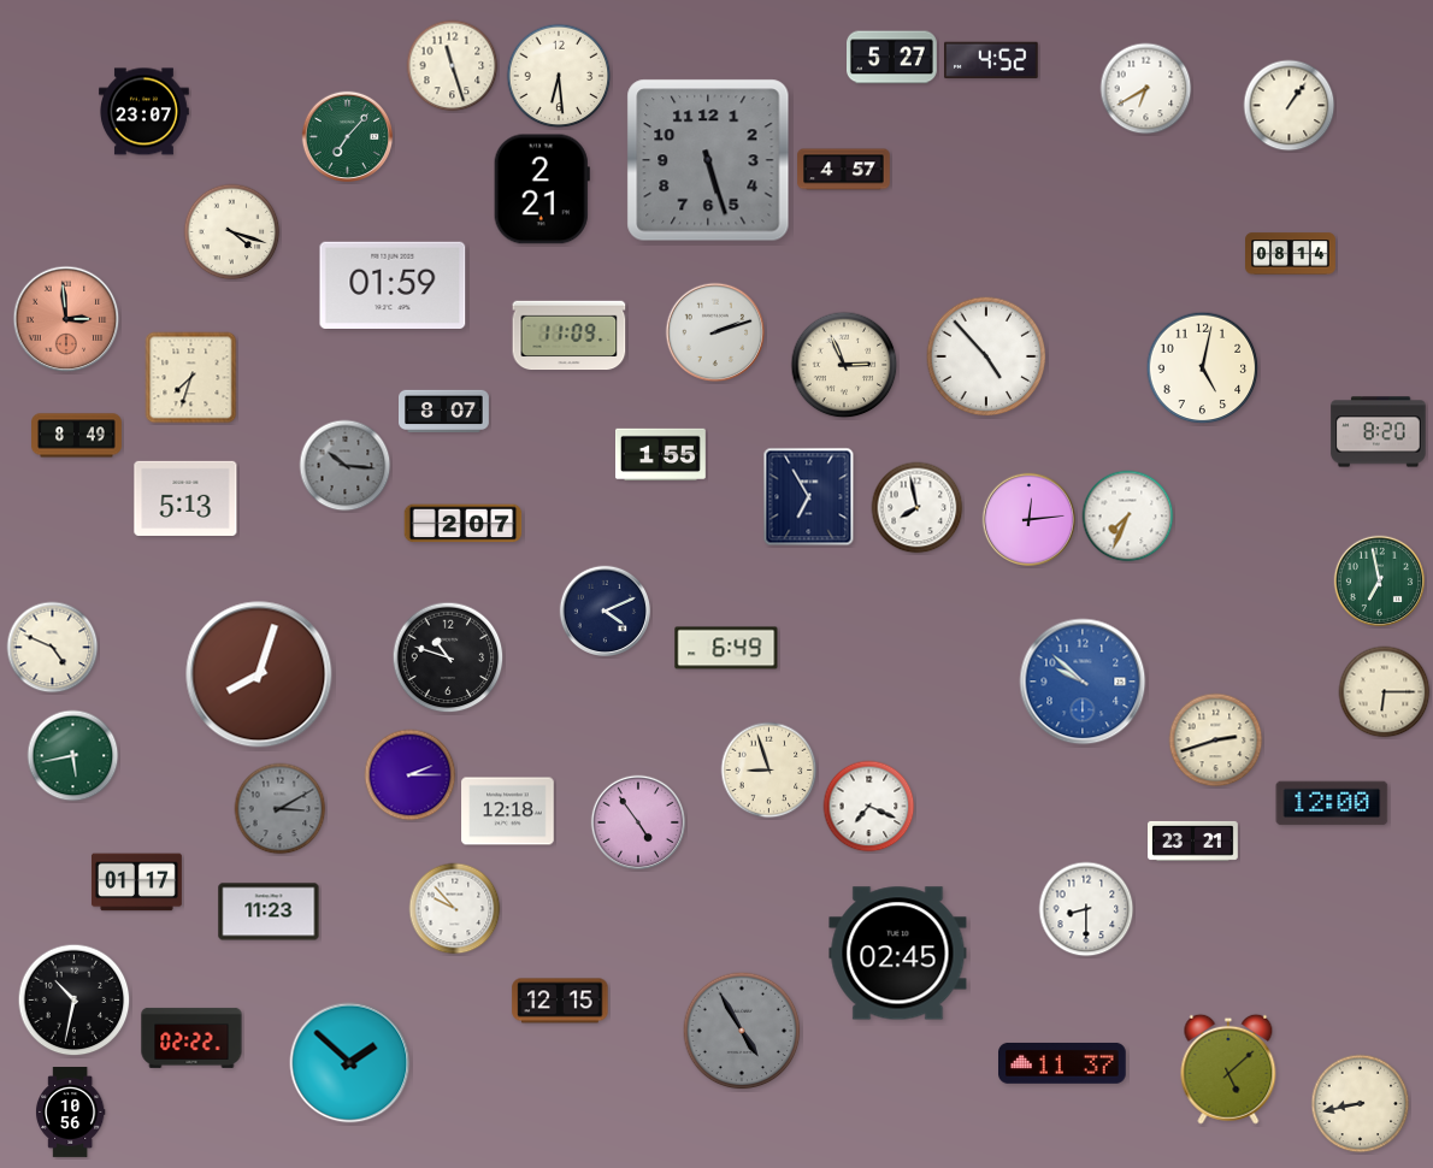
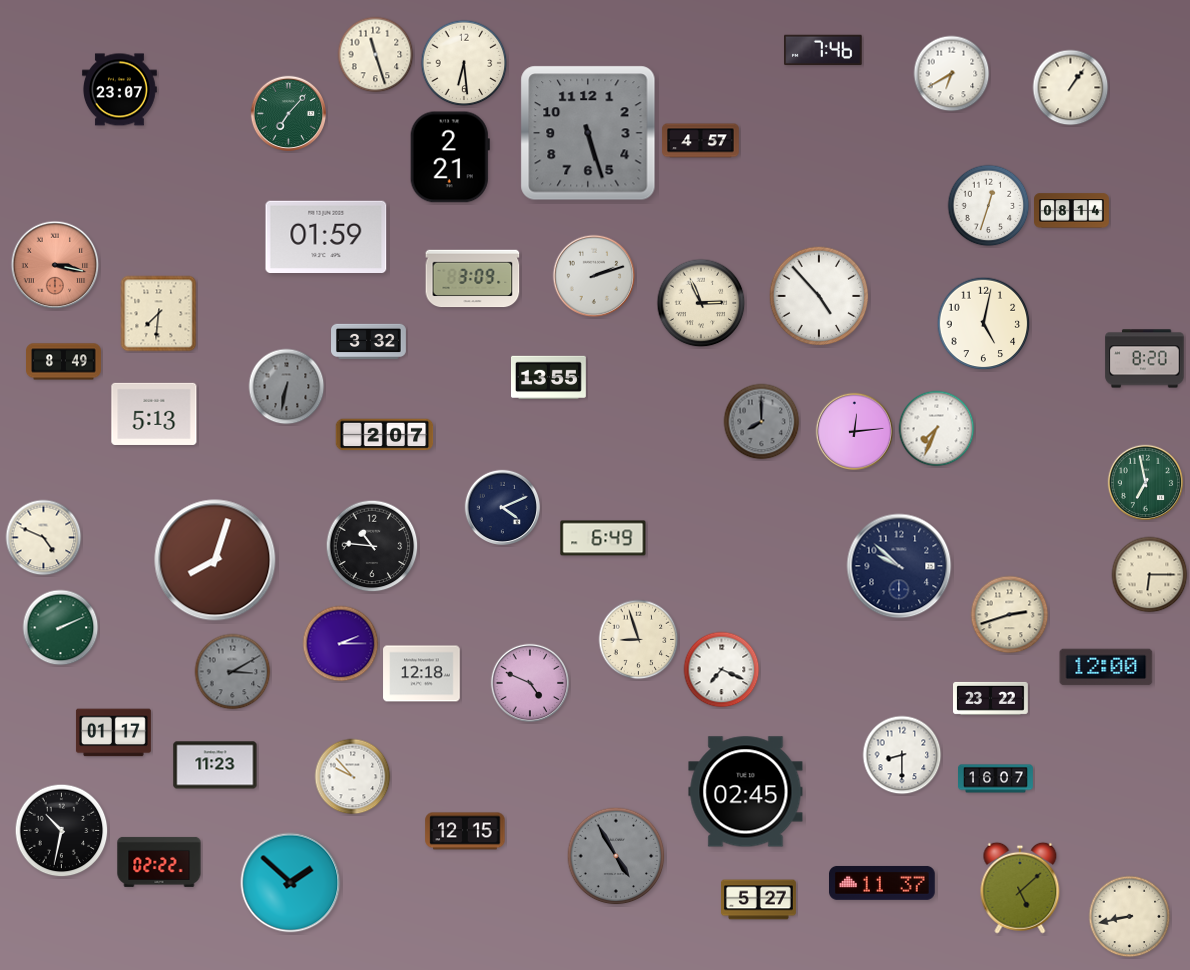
clock at (892, 58): 5:27 -> none
clock at (991, 60): 4:52 -> 7:46
clock at (143, 112) position: (143, 112) -> (119, 90)
clock at (232, 232): 4:18 -> none
clock at (989, 206): none -> 12:33
clock at (66, 319): 2:59 -> 3:17
clock at (570, 336): 11:09 -> 3:09
clock at (1203, 368) position: (1203, 368) -> (984, 324)
clock at (191, 378): 7:33 -> 7:31
clock at (444, 412): 8:07 -> 3:32
clock at (661, 454): 1:55 -> 13:55
clock at (346, 466): 10:16 -> 6:32
clock at (809, 497): 6:55 -> none
clock at (918, 508): 7:58 -> 8:00
clock at (918, 508) dial: white -> grey
clock at (448, 657): 10:48 -> 10:46
clock at (1083, 682) dial: blue -> navy
clock at (73, 756): 5:43 -> 2:11
clock at (638, 822): 4:54 -> 4:49
clock at (1193, 840): 23:21 -> 23:22
clock at (455, 909) position: (455, 909) -> (353, 777)
clock at (269, 912) position: (269, 912) -> (215, 765)
clock at (996, 779): none -> 16:07
clock at (759, 900): none -> 5:27
clock at (70, 1113): 10:56 -> none
